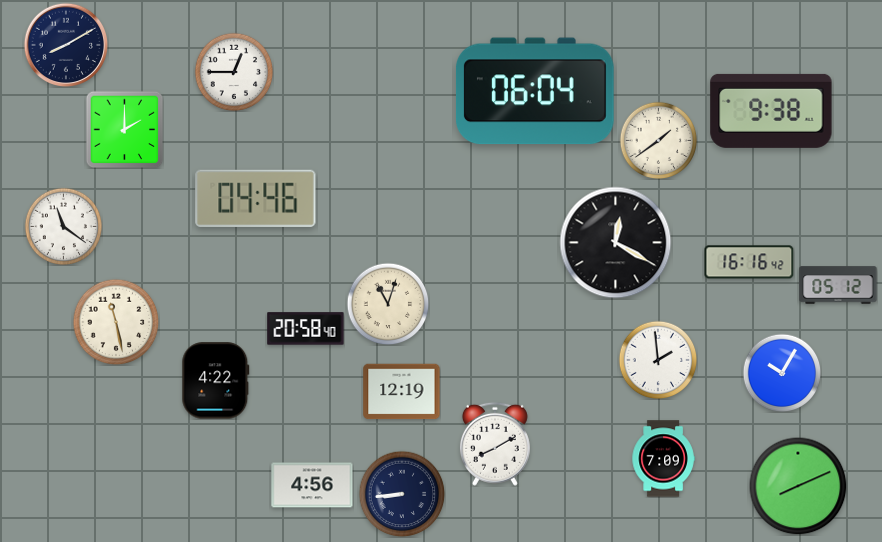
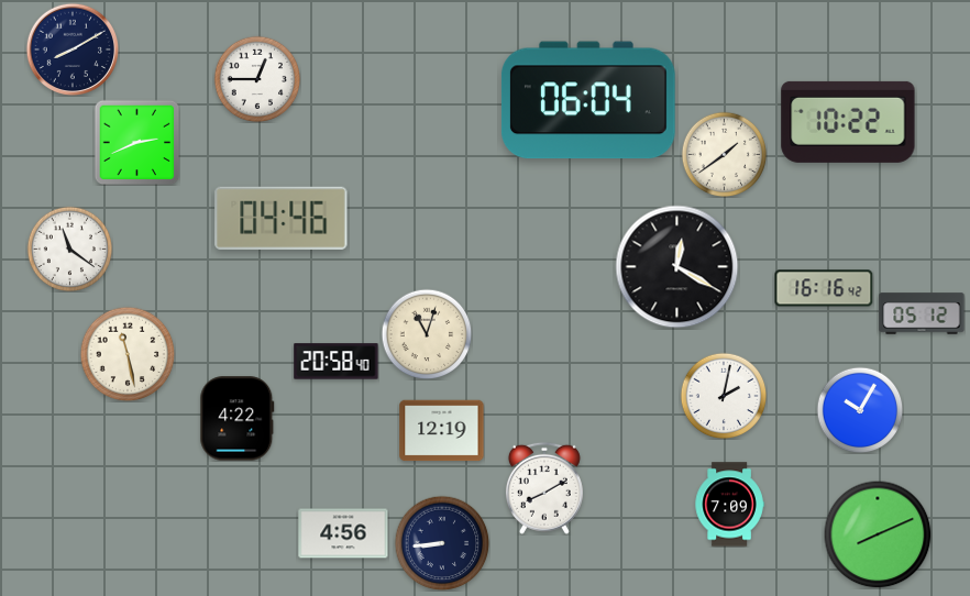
clock at (771, 111): 9:38 -> 10:22
clock at (124, 129): 2:00 -> 2:41
clock at (658, 360): 1:59 -> 2:02
